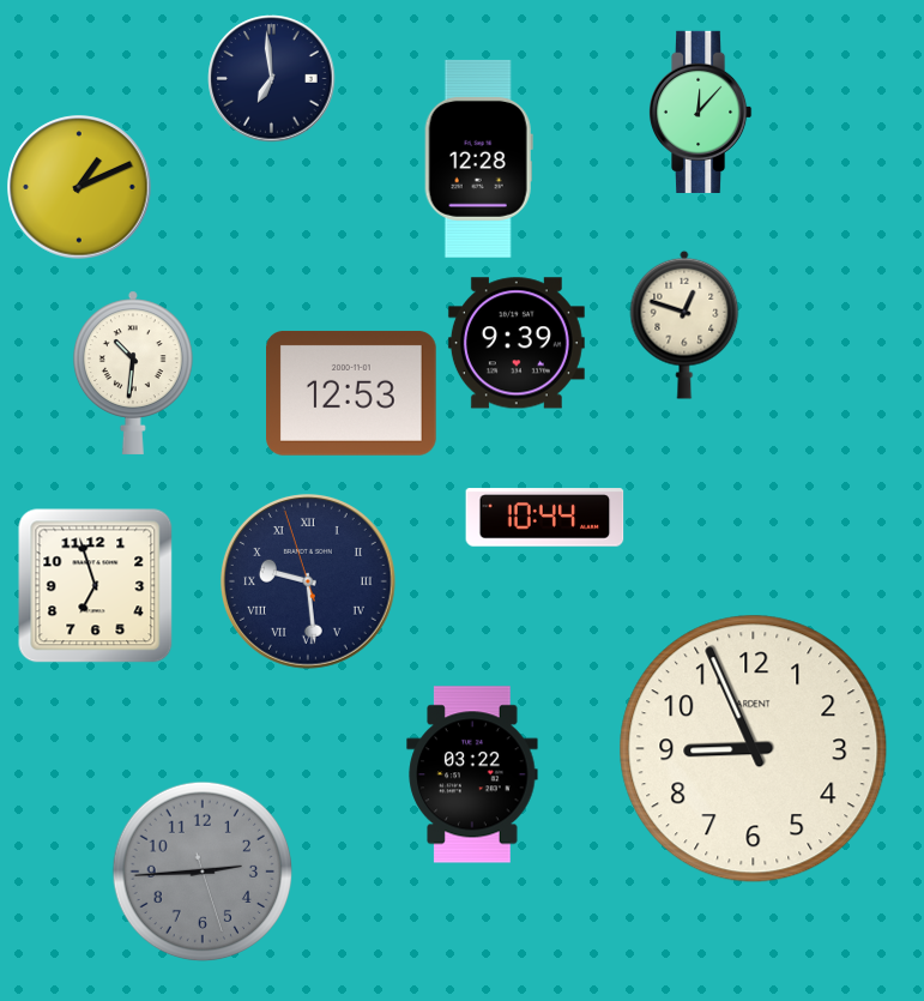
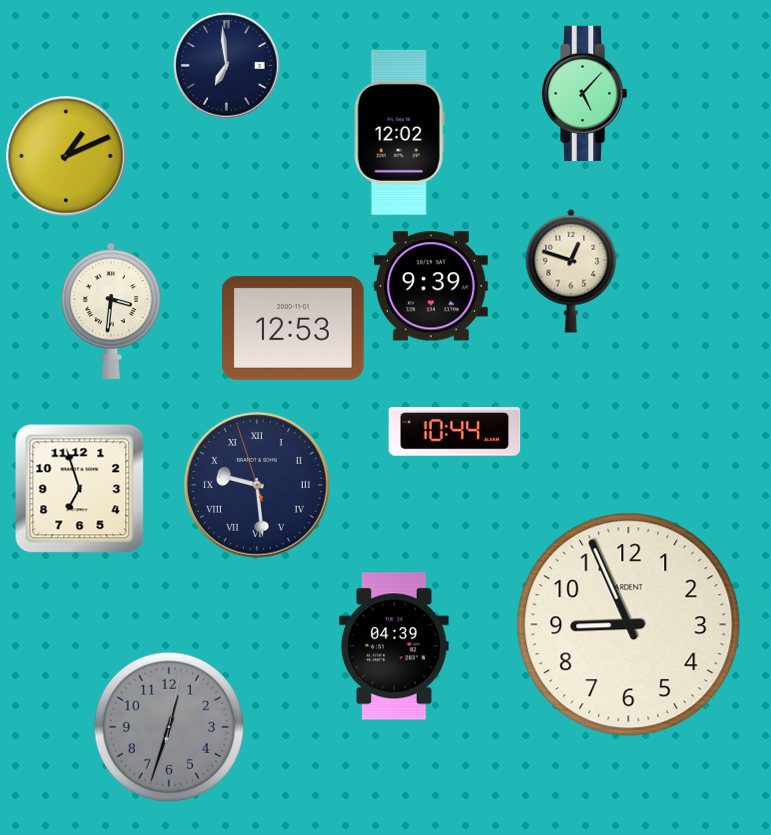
clock at (700, 111): 12:07 -> 5:07
clock at (478, 158): 12:28 -> 12:02
clock at (133, 373): 10:31 -> 3:31
clock at (472, 774): 03:22 -> 04:39
clock at (203, 872): 2:44 -> 12:33
